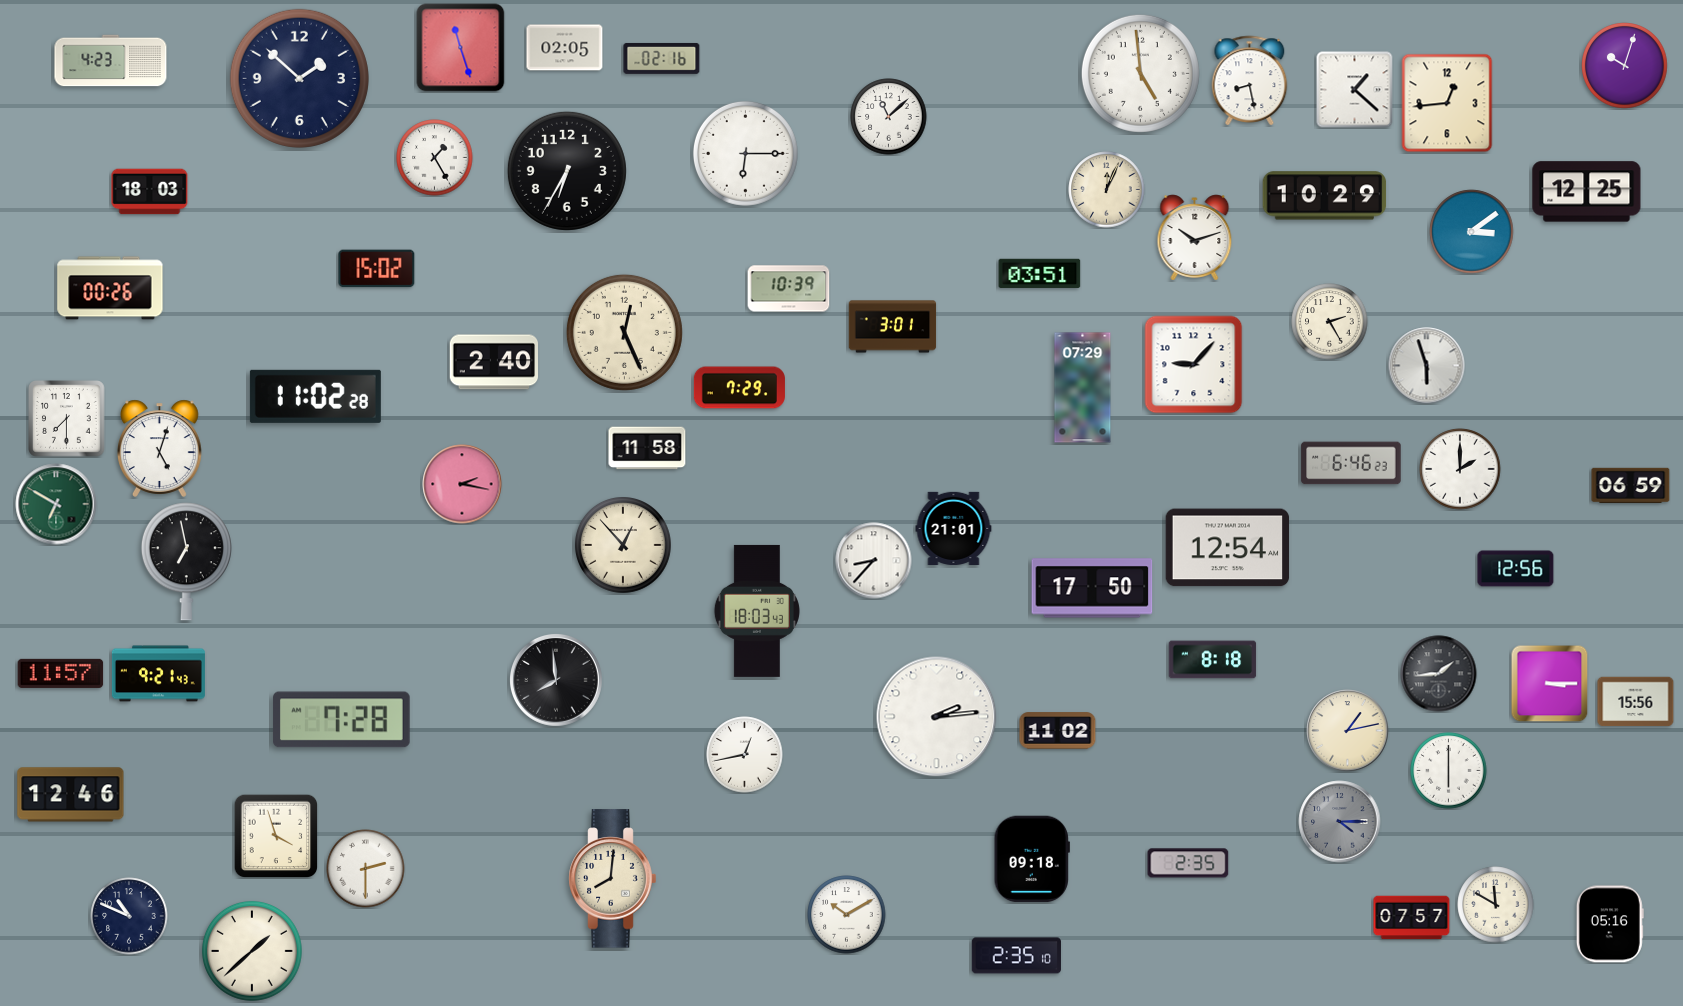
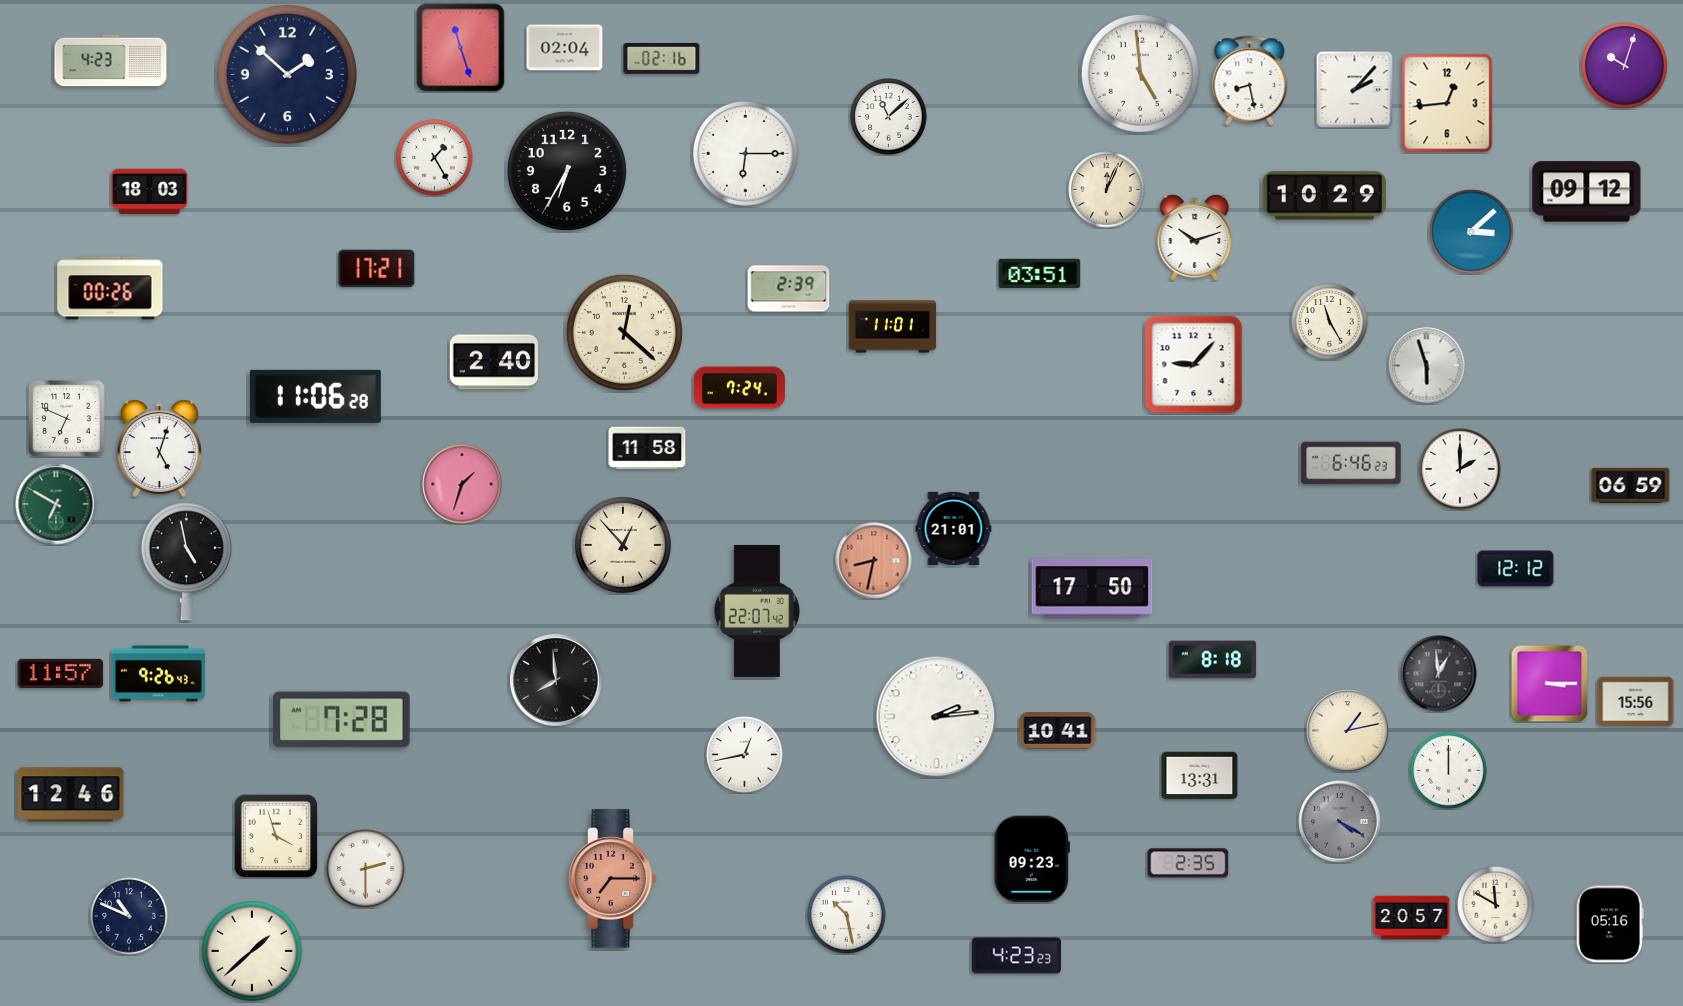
clock at (565, 48): 02:05 -> 02:04
clock at (299, 78) position: (299, 78) -> (287, 74)
clock at (1355, 90): 1:22 -> 2:07
clock at (1587, 192): 12:25 -> 09:12
clock at (1472, 232): 3:09 -> 3:08
clock at (377, 269): 15:02 -> 17:21
clock at (789, 289): 10:39 -> 2:39
clock at (1330, 322): 2:25 -> 11:25
clock at (893, 327): 3:01 -> 11:01
clock at (624, 332): 12:26 -> 12:22
clock at (739, 388): 7:29 -> 7:24
clock at (1083, 388): 07:29 -> none
clock at (315, 396): 11:02 -> 11:06
clock at (67, 419): 7:30 -> 6:49
clock at (462, 484): 2:17 -> 1:33
clock at (1228, 548): 12:54 -> none
clock at (874, 561): 8:37 -> 8:32
clock at (874, 561) dial: white -> salmon
clock at (186, 562): 6:58 -> 4:58
clock at (1516, 569): 12:56 -> 12:12
clock at (757, 611): 18:03 -> 22:07
clock at (158, 674): 9:21 -> 9:26
clock at (1439, 674): 1:44 -> 12:59
clock at (1058, 731): 11:02 -> 10:41
clock at (1449, 771): 6:00 -> 12:00
clock at (1200, 776): none -> 13:31
clock at (1340, 822): 4:15 -> 4:20
clock at (1032, 859): 09:18 -> 09:23
clock at (613, 879): 8:01 -> 7:15
clock at (613, 879) dial: cream -> salmon
clock at (847, 915): 10:10 -> 10:28
clock at (1412, 918): 07:57 -> 20:57
clock at (1016, 956): 2:35 -> 4:23
